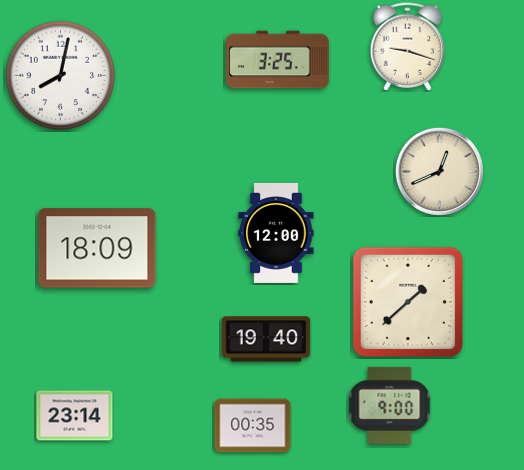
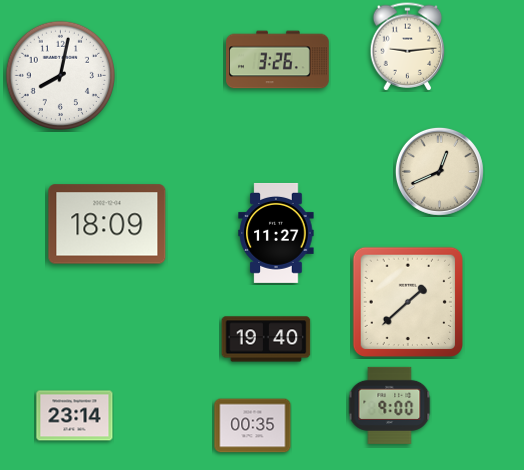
clock at (408, 47): 9:18 -> 9:14
clock at (278, 60): 3:25 -> 3:26
clock at (276, 233): 12:00 -> 11:27
clock at (97, 248) position: (97, 248) -> (107, 224)
